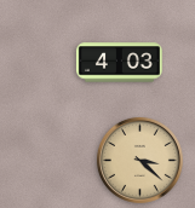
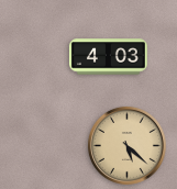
clock at (139, 160): 3:22 -> 5:22
